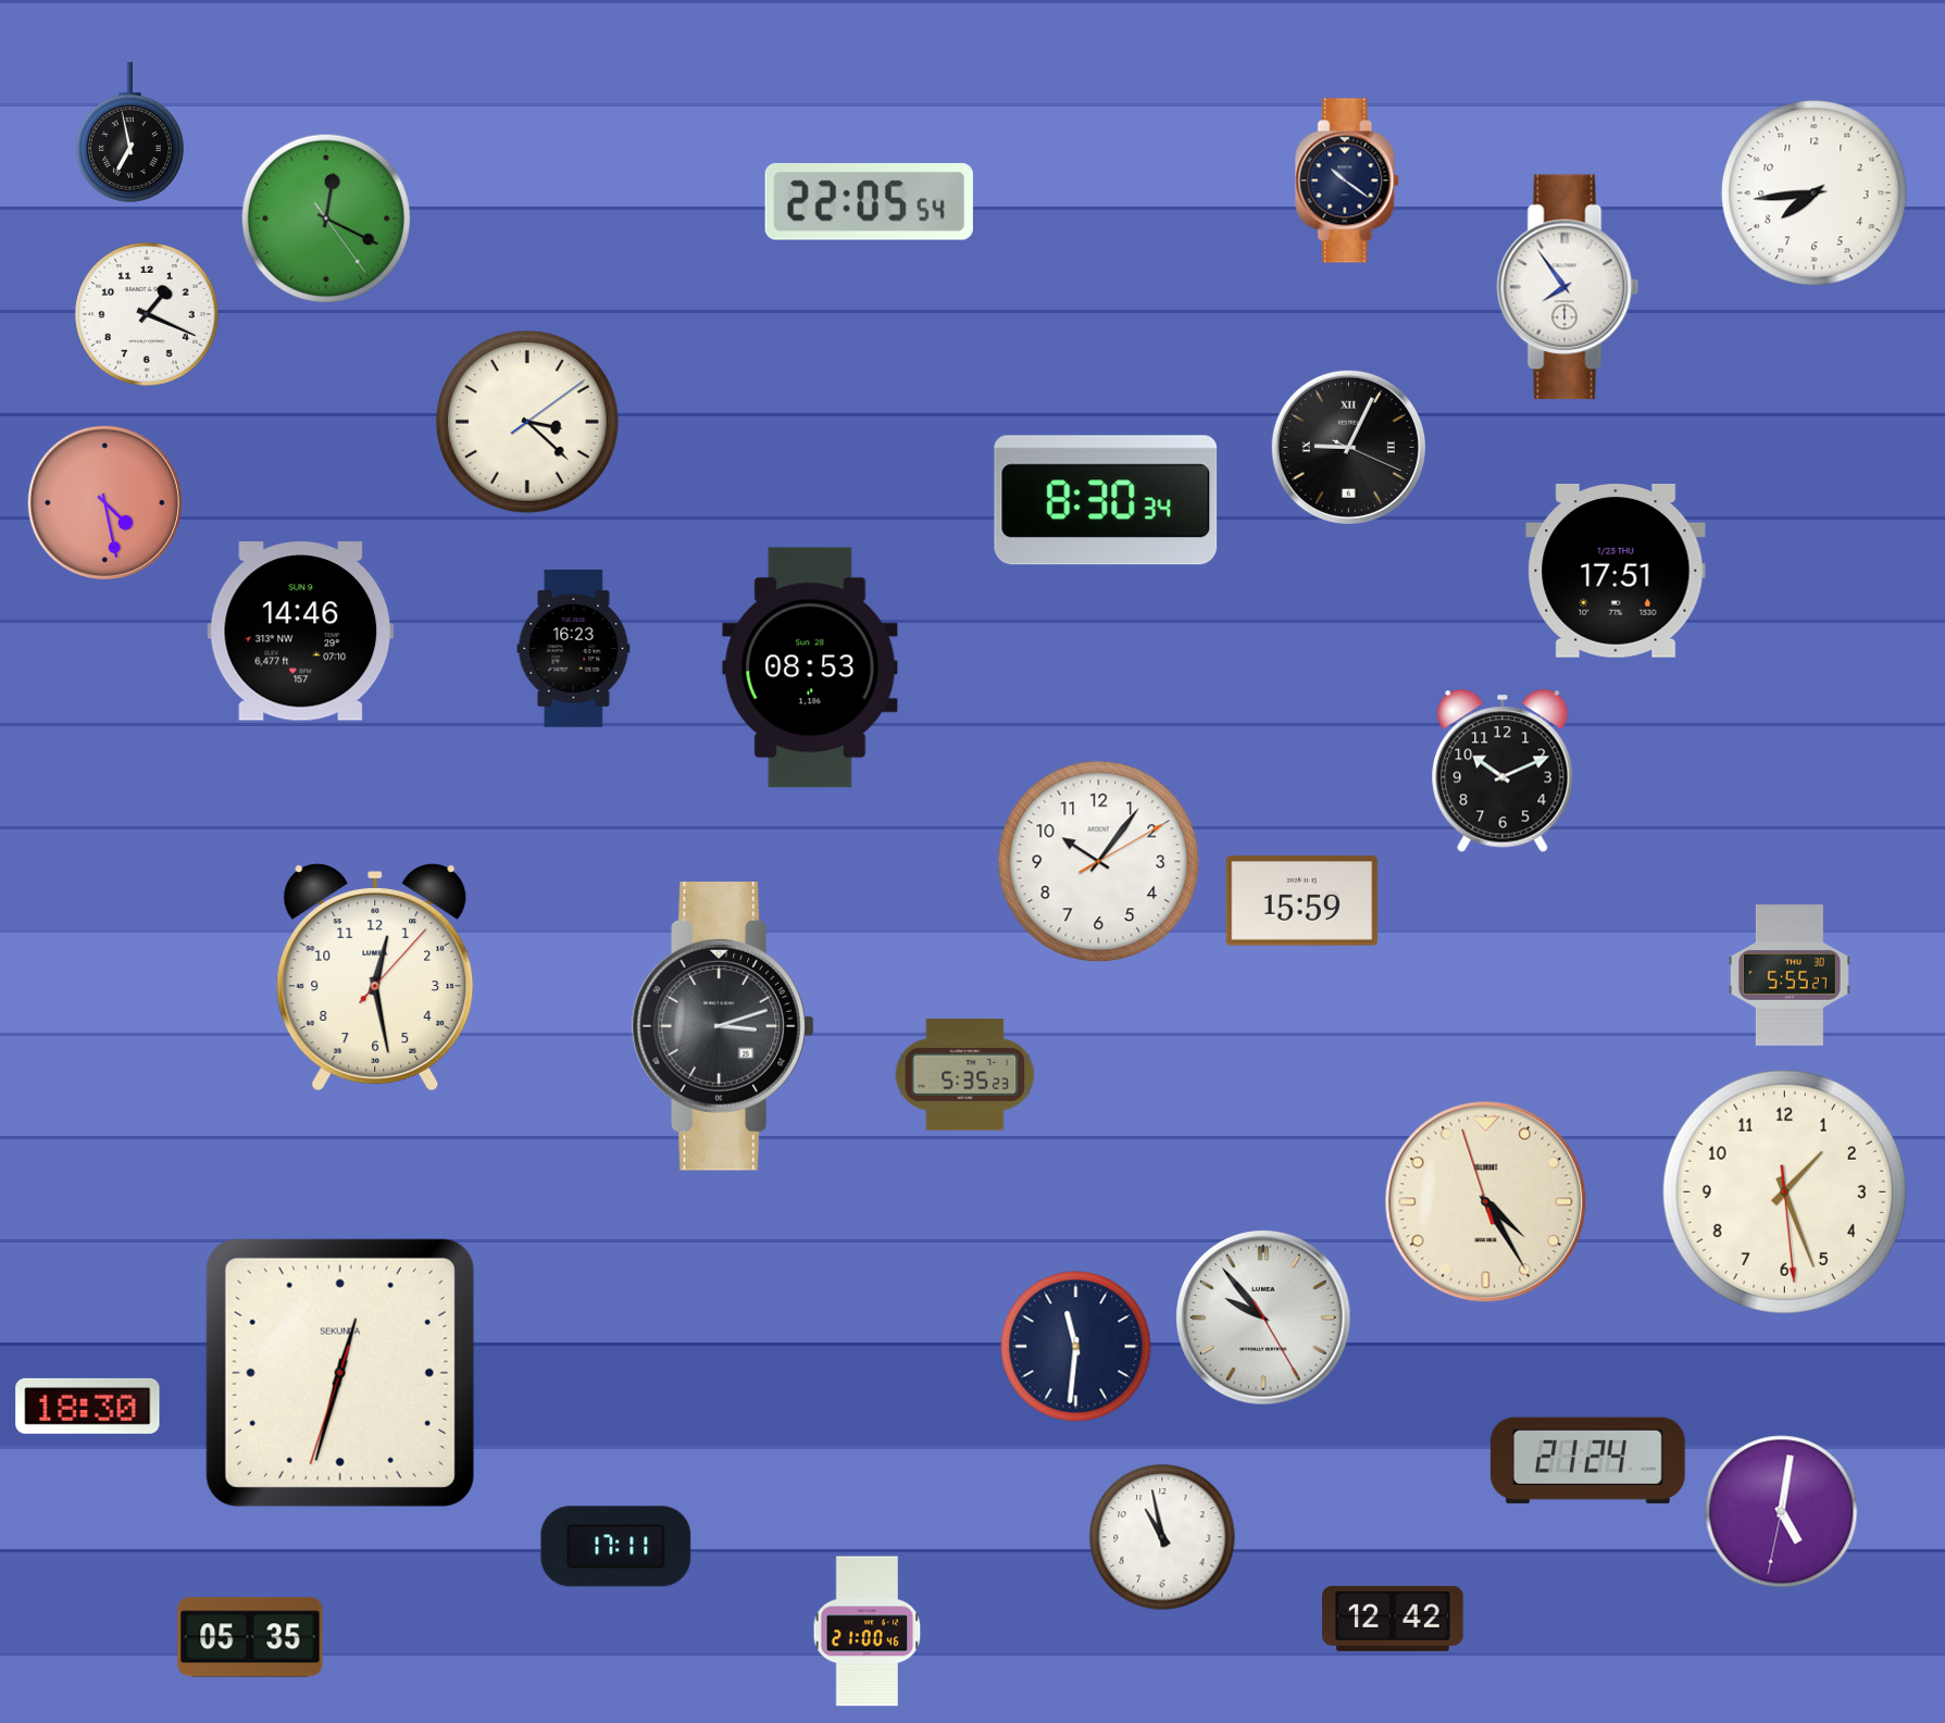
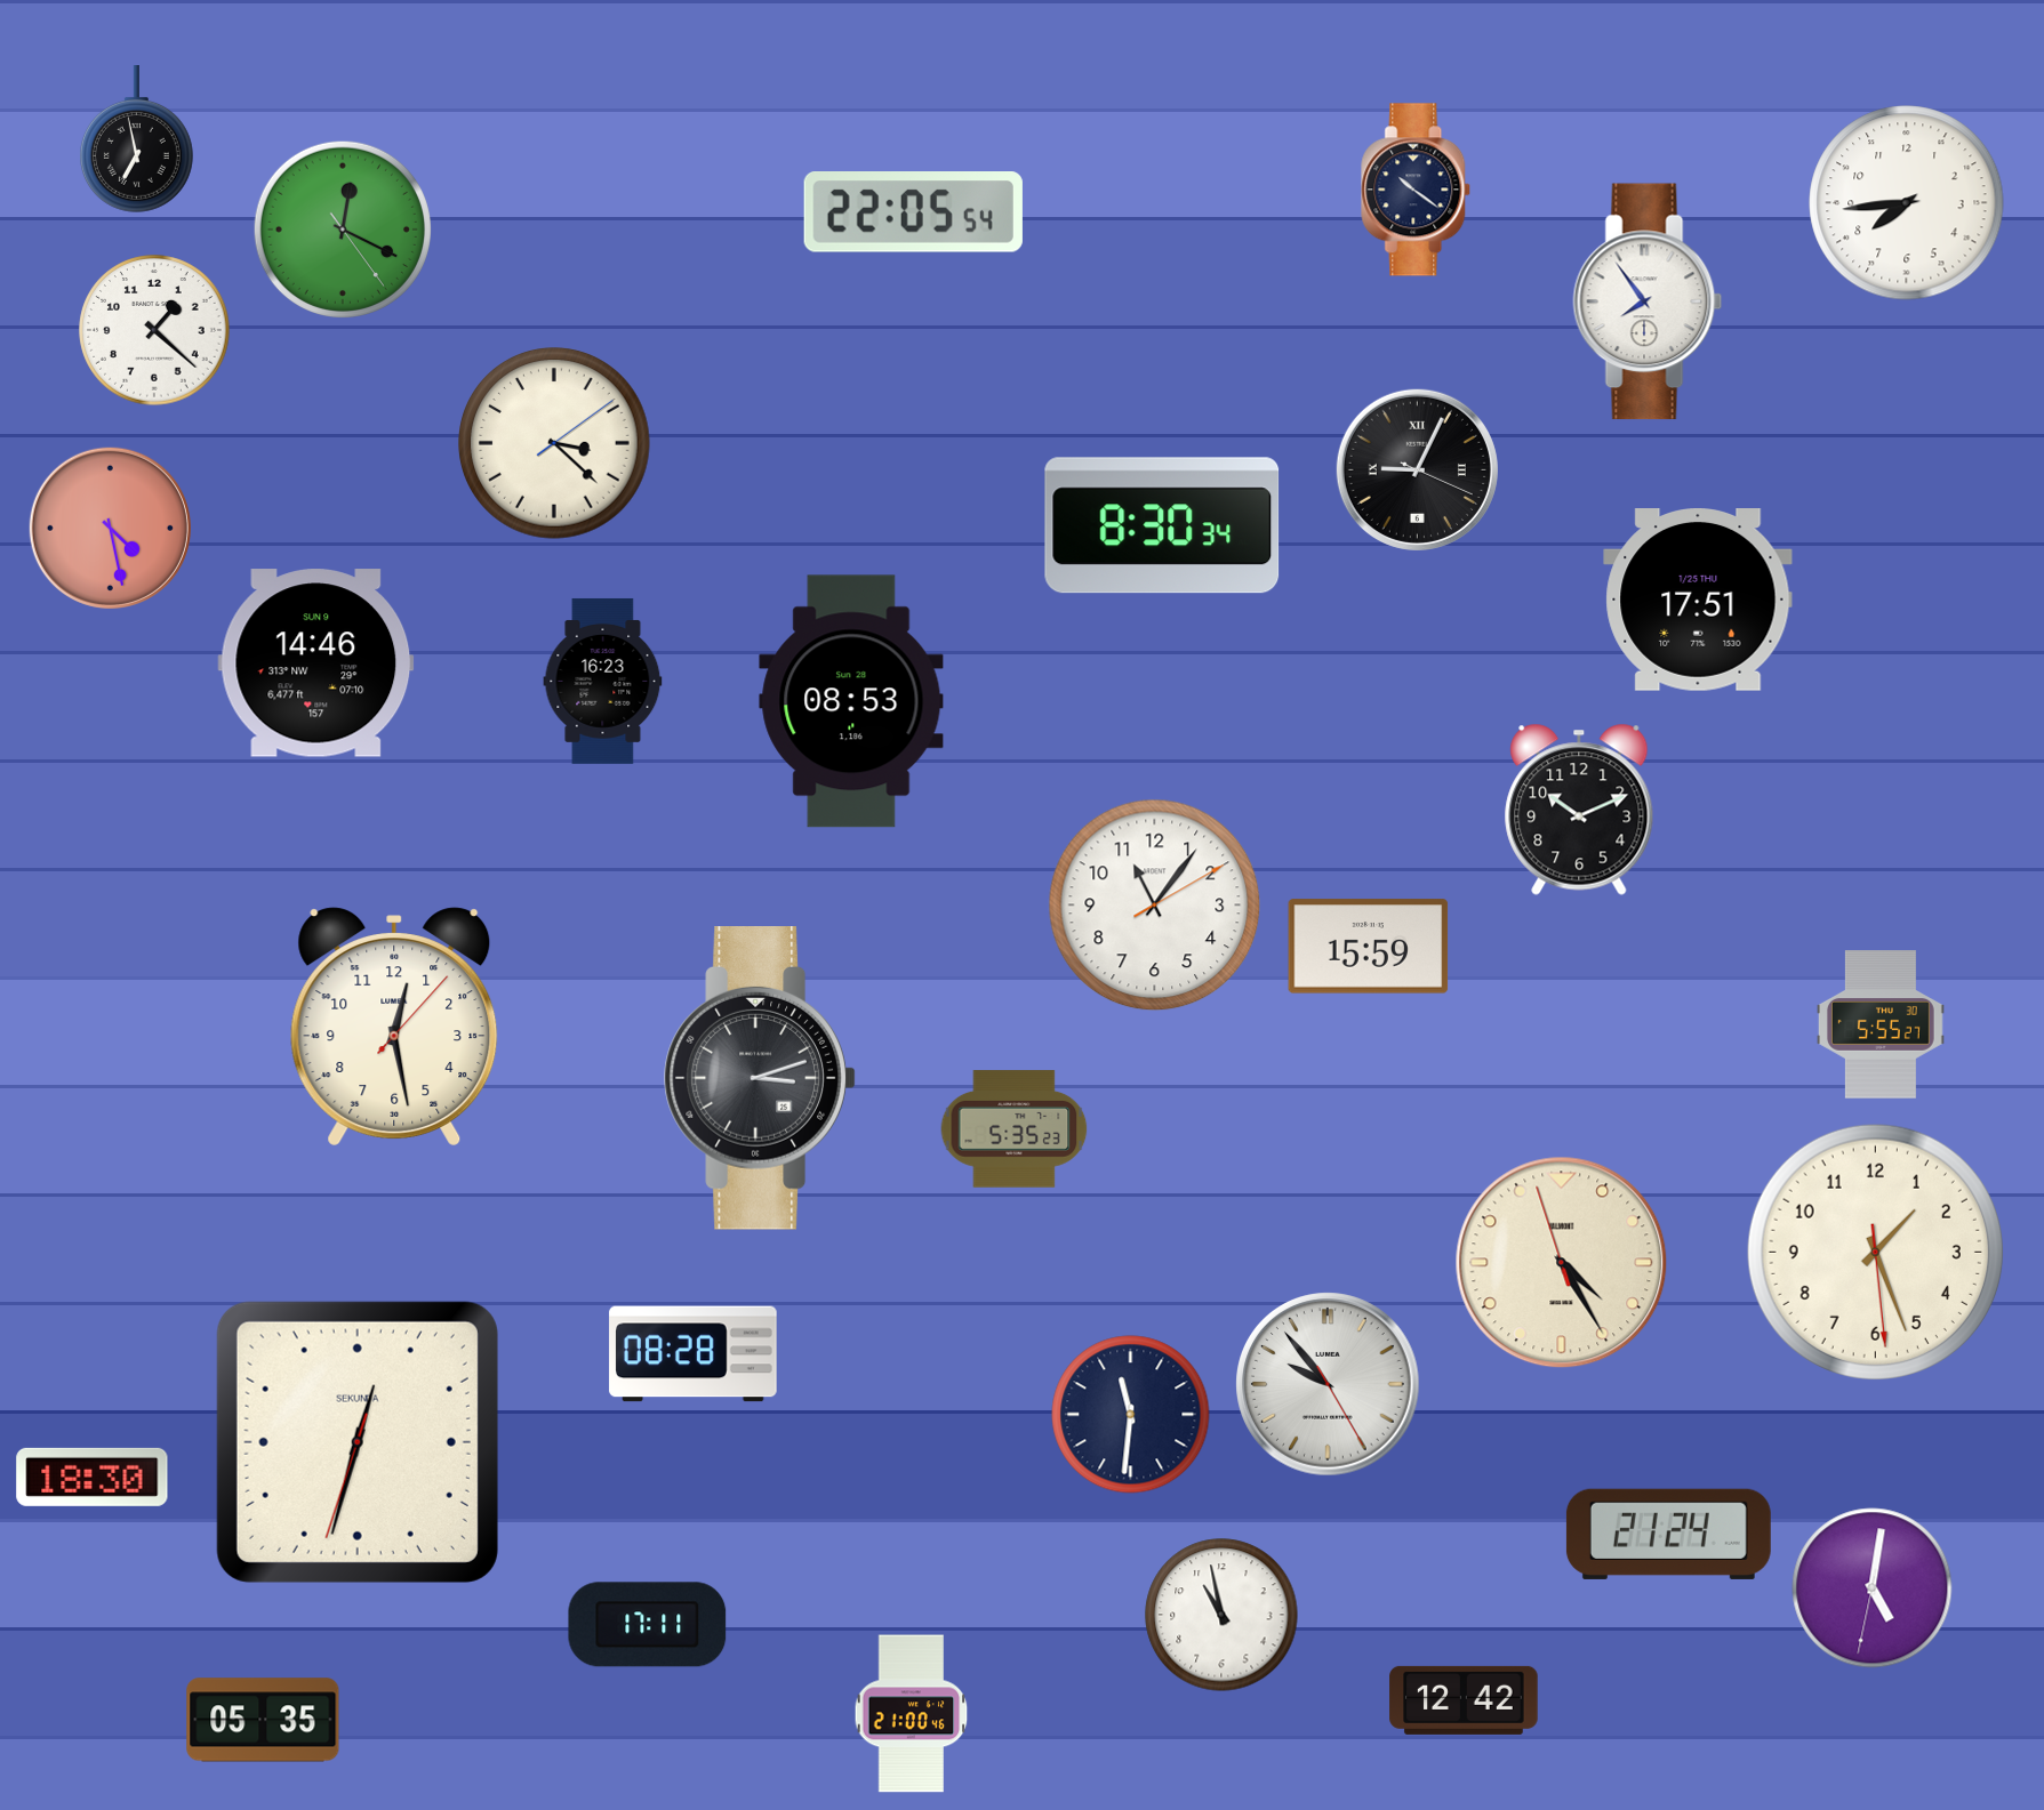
clock at (147, 314): 1:19 -> 1:22
clock at (1099, 862): 10:06 -> 11:06
clock at (694, 1354): none -> 08:28
